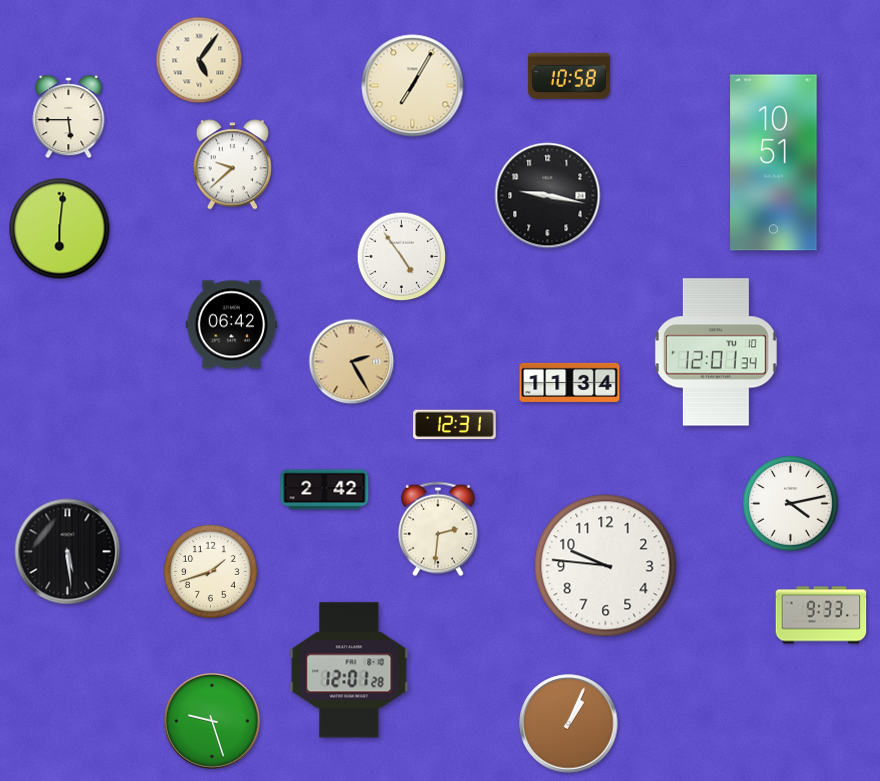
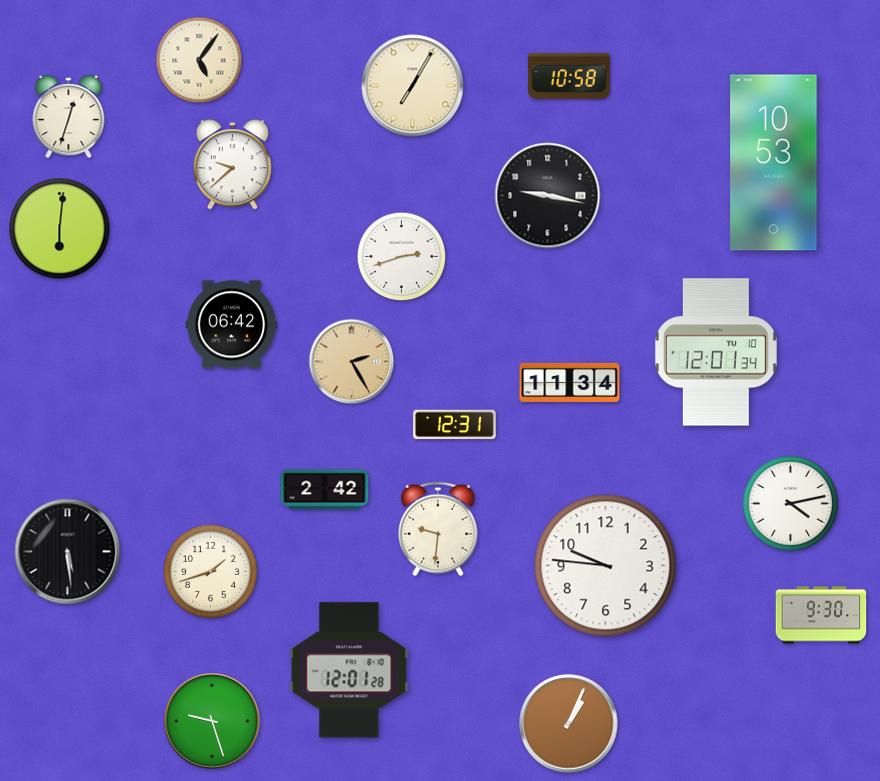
clock at (69, 118): 5:45 -> 12:33
clock at (774, 163): 10:51 -> 10:53
clock at (402, 257): 4:54 -> 2:42
clock at (439, 529): 2:31 -> 9:31
clock at (821, 615): 9:33 -> 9:30
